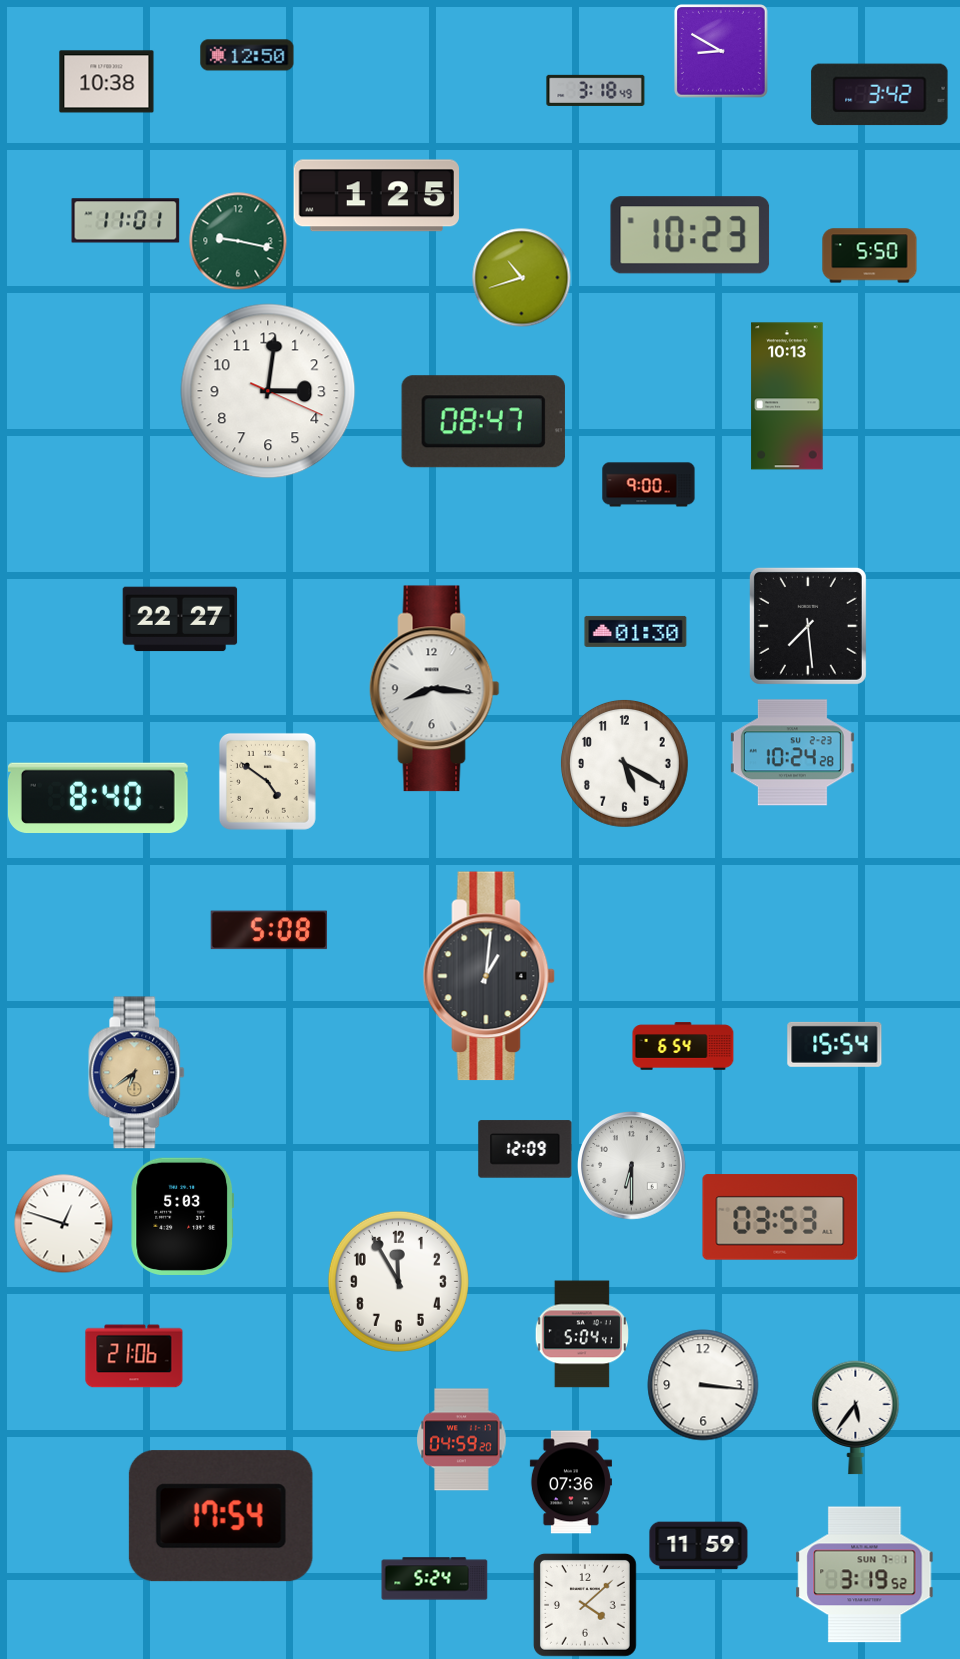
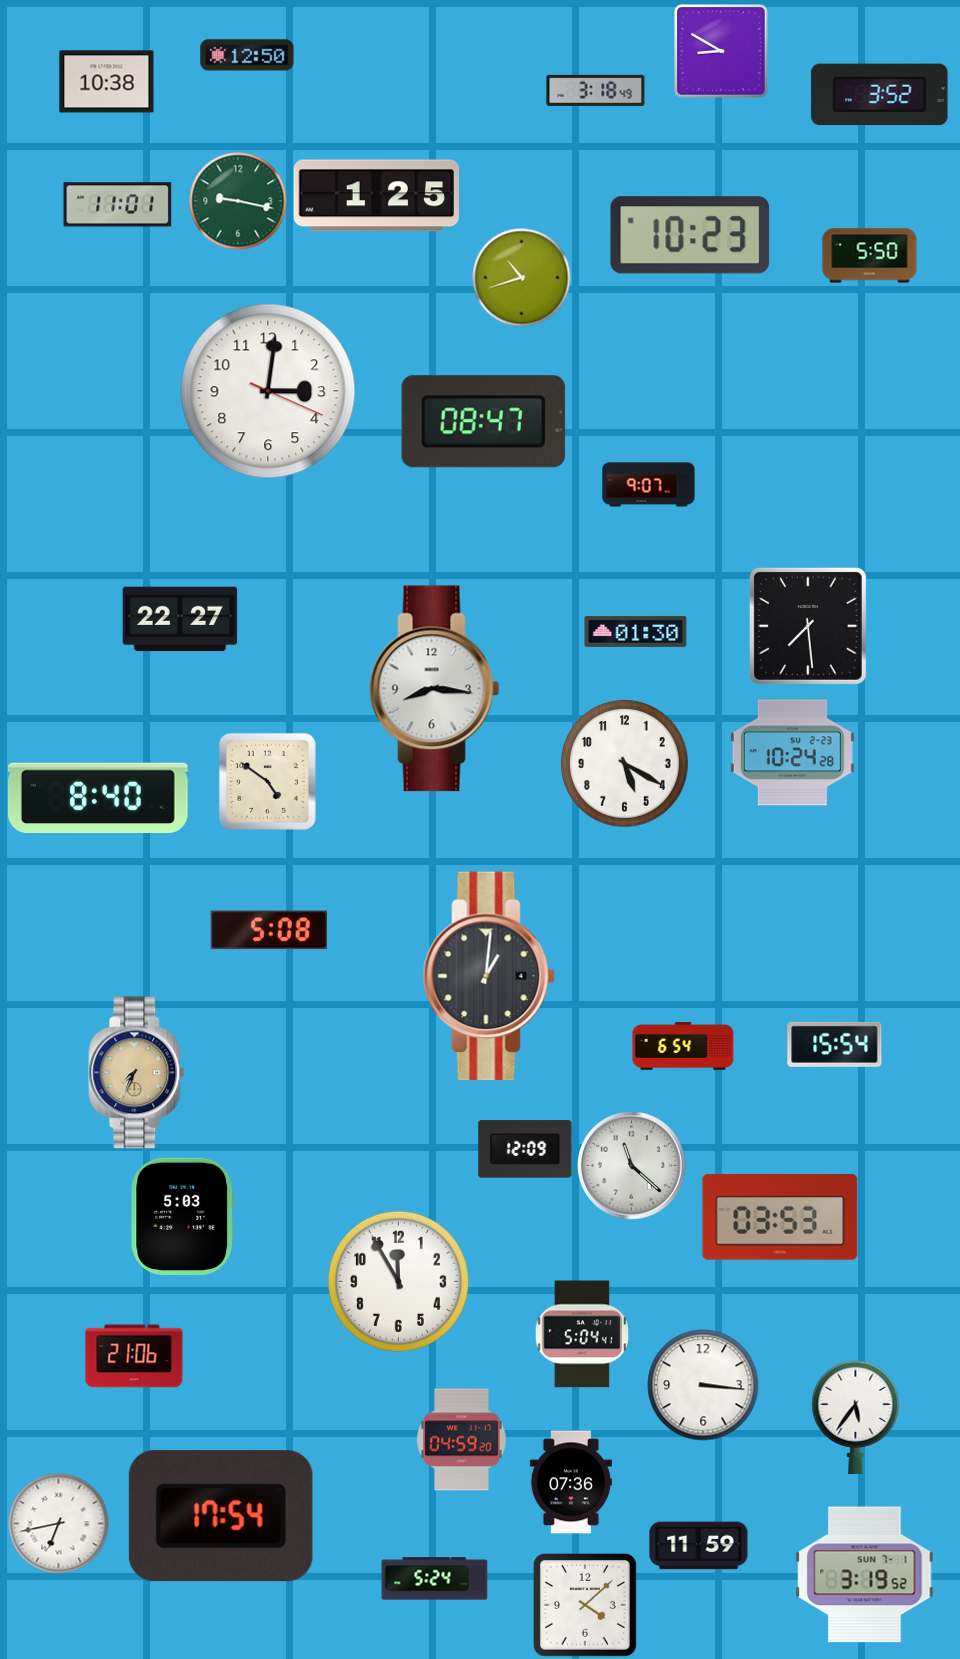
clock at (880, 95): 3:42 -> 3:52
clock at (126, 221) position: (126, 221) -> (118, 205)
clock at (238, 241) position: (238, 241) -> (238, 201)
clock at (787, 396): 10:13 -> none
clock at (649, 485): 9:00 -> 9:07
clock at (137, 1073): 6:39 -> 7:34
clock at (632, 1166): 6:30 -> 11:22
clock at (64, 1224): 12:48 -> none
clock at (59, 1524): none -> 6:43
